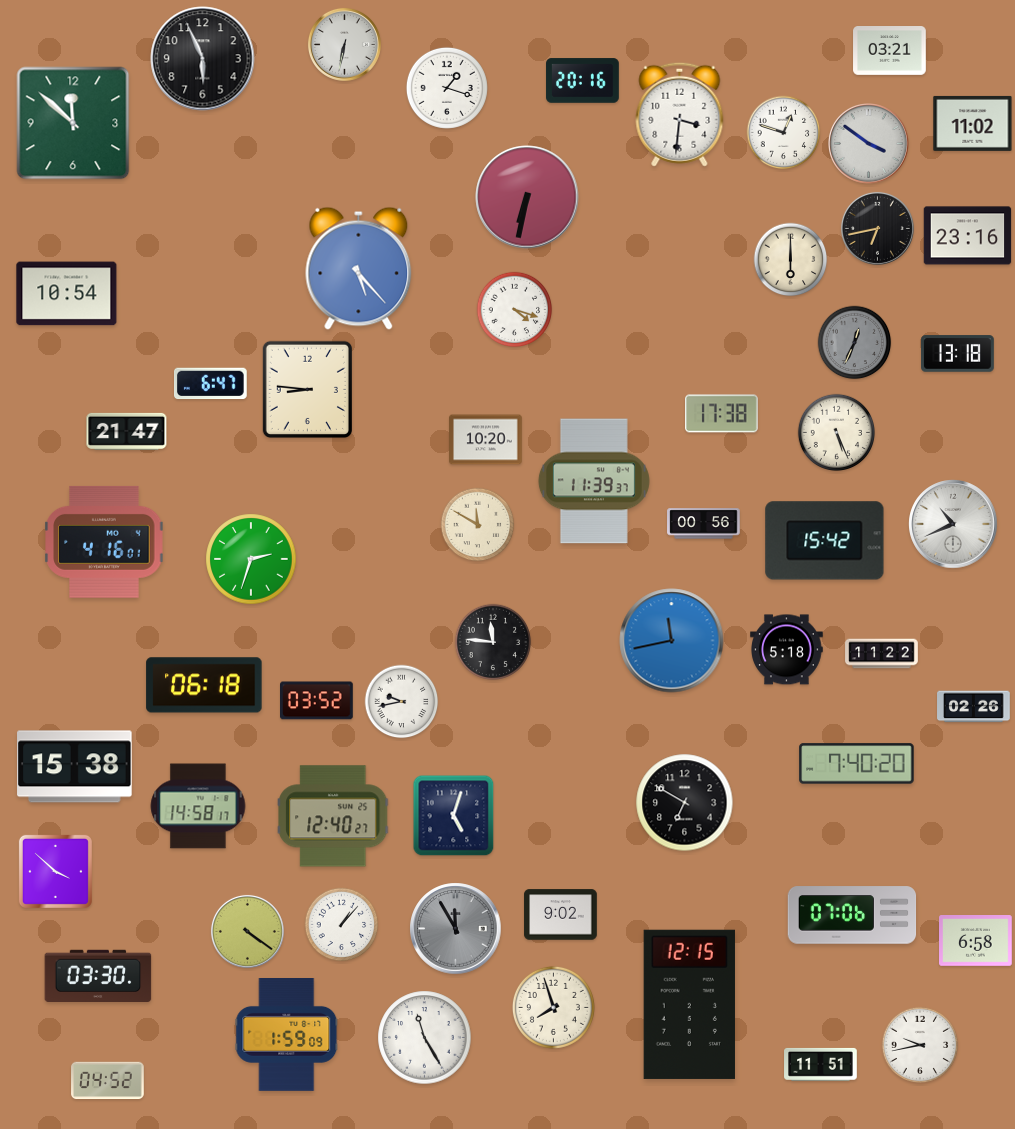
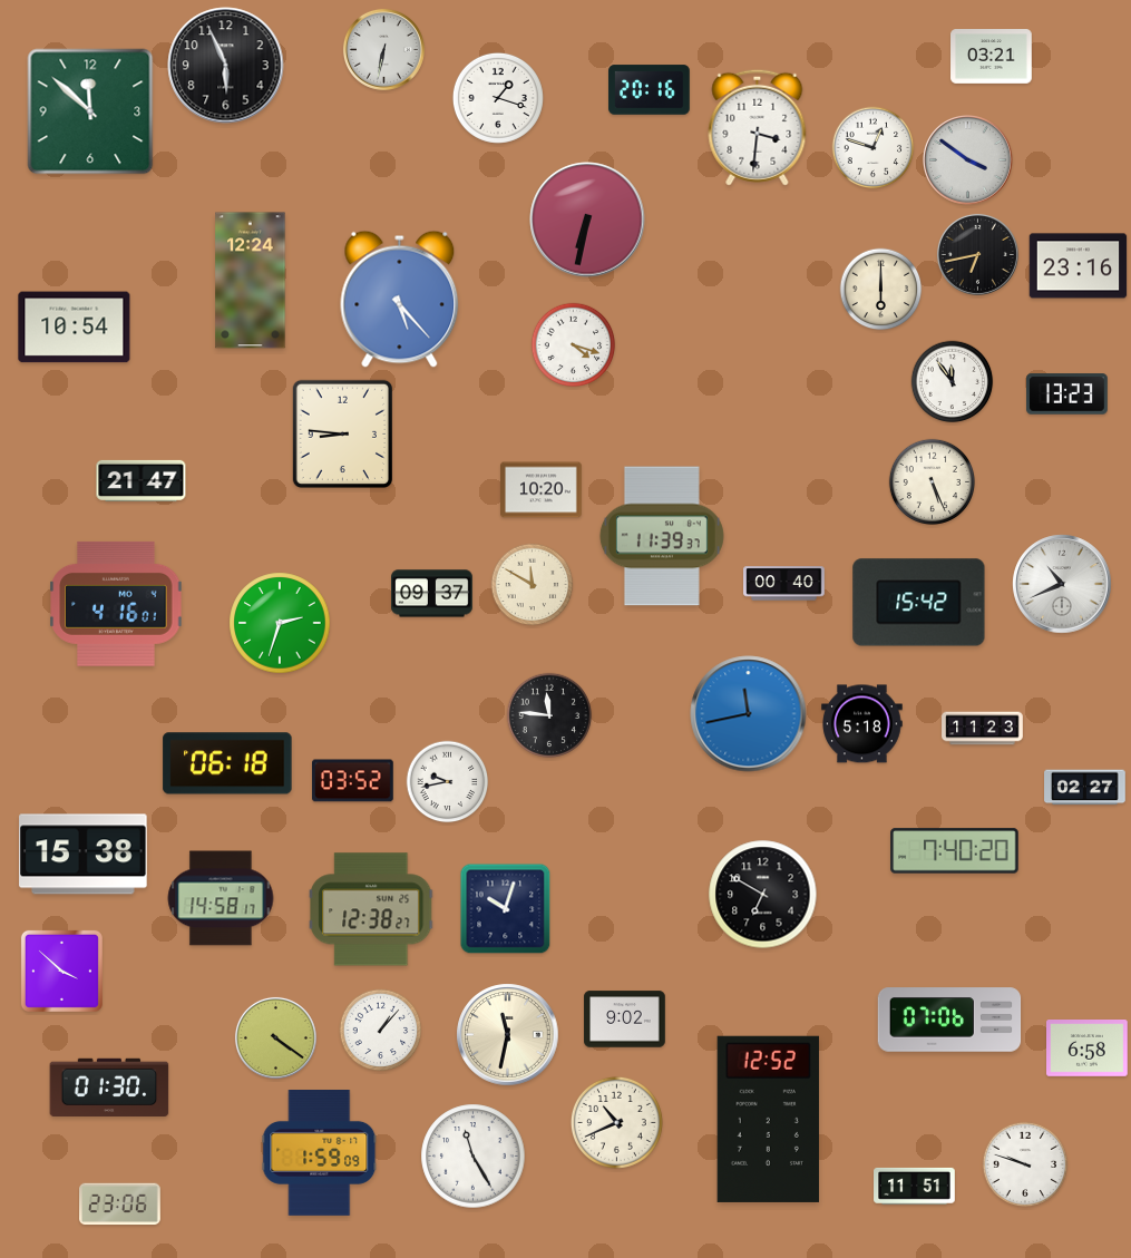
clock at (73, 123) position: (73, 123) -> (90, 111)
clock at (973, 123): 11:02 -> none
clock at (968, 236) position: (968, 236) -> (1079, 266)
clock at (251, 281): none -> 12:24
clock at (855, 343): 12:34 -> 11:54
clock at (855, 343) dial: grey -> white
clock at (958, 354): 13:18 -> 13:23
clock at (211, 384): 6:47 -> none
clock at (722, 414): 17:38 -> none
clock at (704, 524): 00:56 -> 00:40
clock at (432, 594): none -> 09:37
clock at (787, 650) position: (787, 650) -> (862, 724)
clock at (882, 654): 11:22 -> 11:23
clock at (974, 707): 02:26 -> 02:27
clock at (333, 816): 12:40 -> 12:38
clock at (454, 816): 5:03 -> 10:03
clock at (456, 929): 11:55 -> 11:32
clock at (456, 929) dial: grey -> cream
clock at (98, 976): 03:30 -> 01:30
clock at (689, 1004): 12:15 -> 12:52
clock at (553, 1007): 7:57 -> 10:41
clock at (920, 1045): 9:43 -> 9:48
clock at (108, 1081): 04:52 -> 23:06
